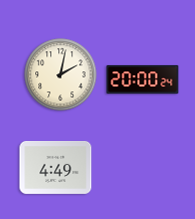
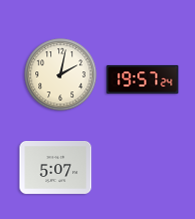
clock at (143, 80): 20:00 -> 19:57
clock at (56, 167): 4:49 -> 5:07
